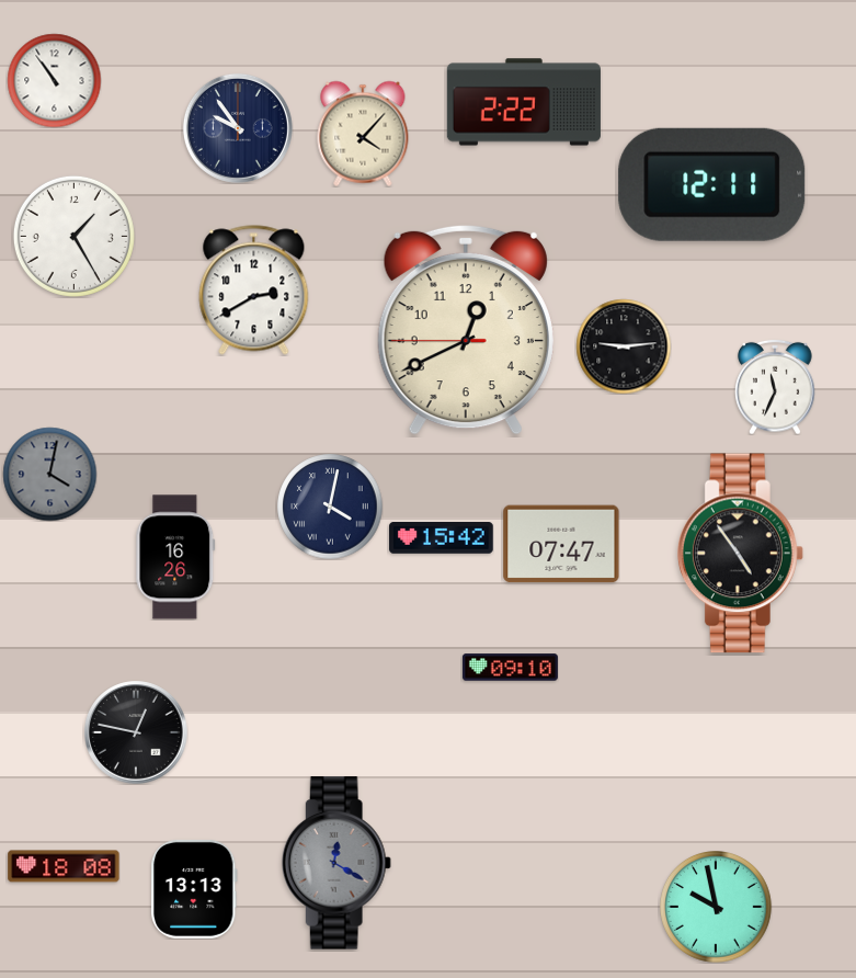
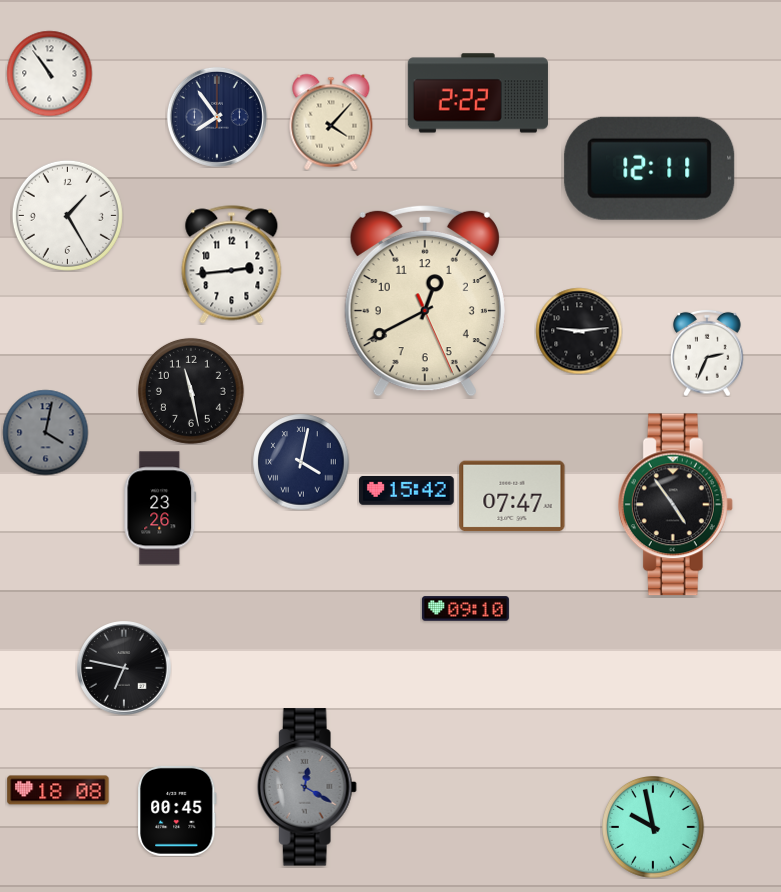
clock at (238, 128): 9:54 -> 7:54
clock at (254, 291): 2:40 -> 2:44
clock at (466, 330): 12:40:45 -> 12:40:26
clock at (624, 346) position: (624, 346) -> (579, 331)
clock at (775, 387): 11:34 -> 2:34
clock at (191, 391): none -> 11:28
clock at (442, 538) position: (442, 538) -> (407, 491)
clock at (175, 557): 16:26 -> 23:26
clock at (136, 732): 12:47 -> 6:47
clock at (195, 889): 13:13 -> 00:45
